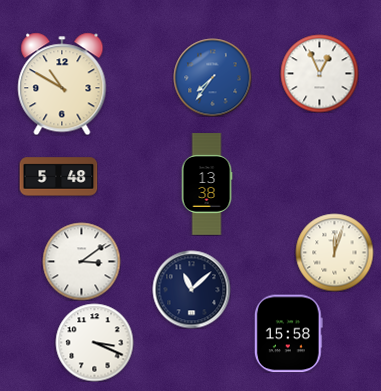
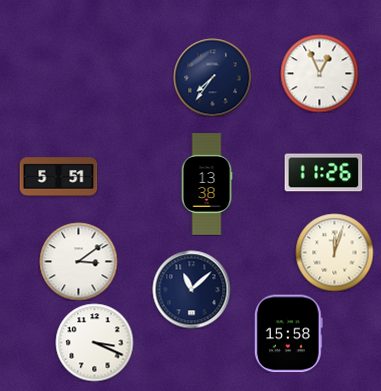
clock at (212, 77) dial: blue -> navy
clock at (62, 84): 10:50 -> none
clock at (323, 173): none -> 11:26
clock at (58, 177): 5:48 -> 5:51
clock at (81, 261) position: (81, 261) -> (78, 261)
